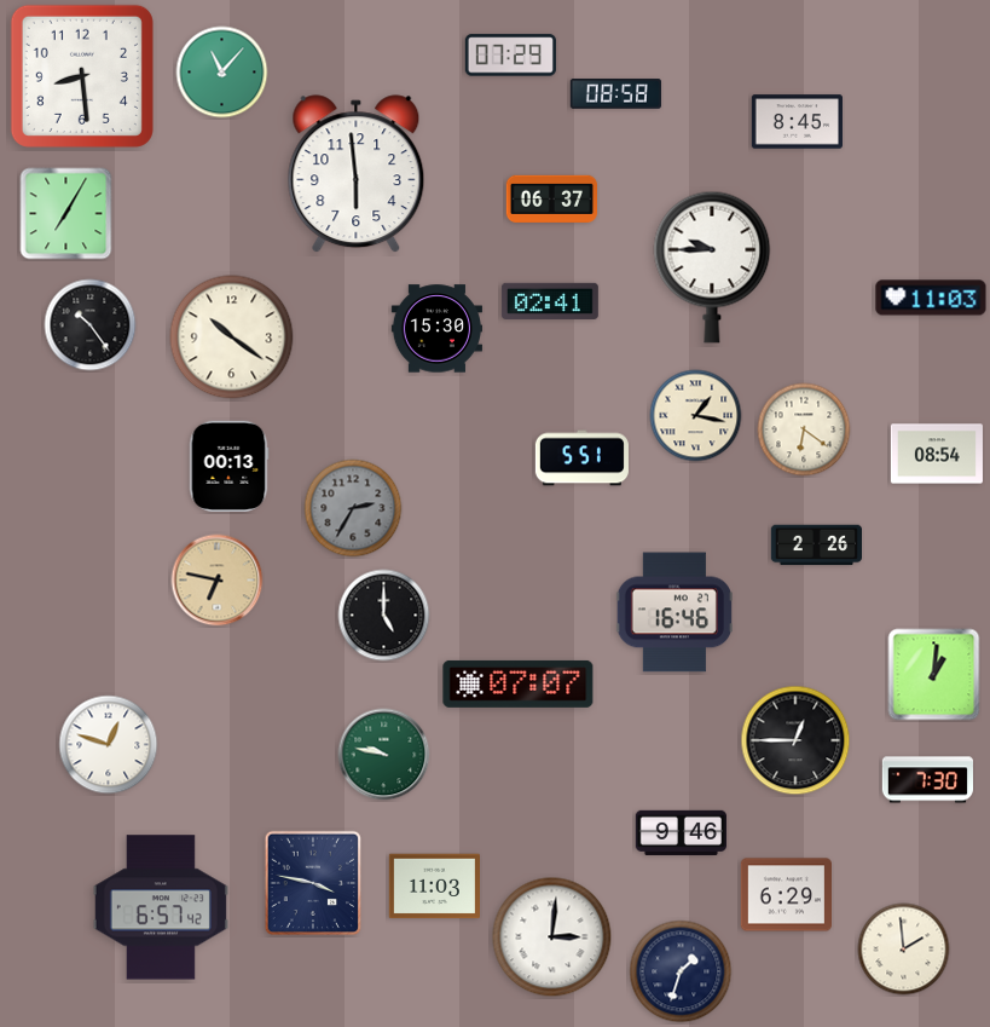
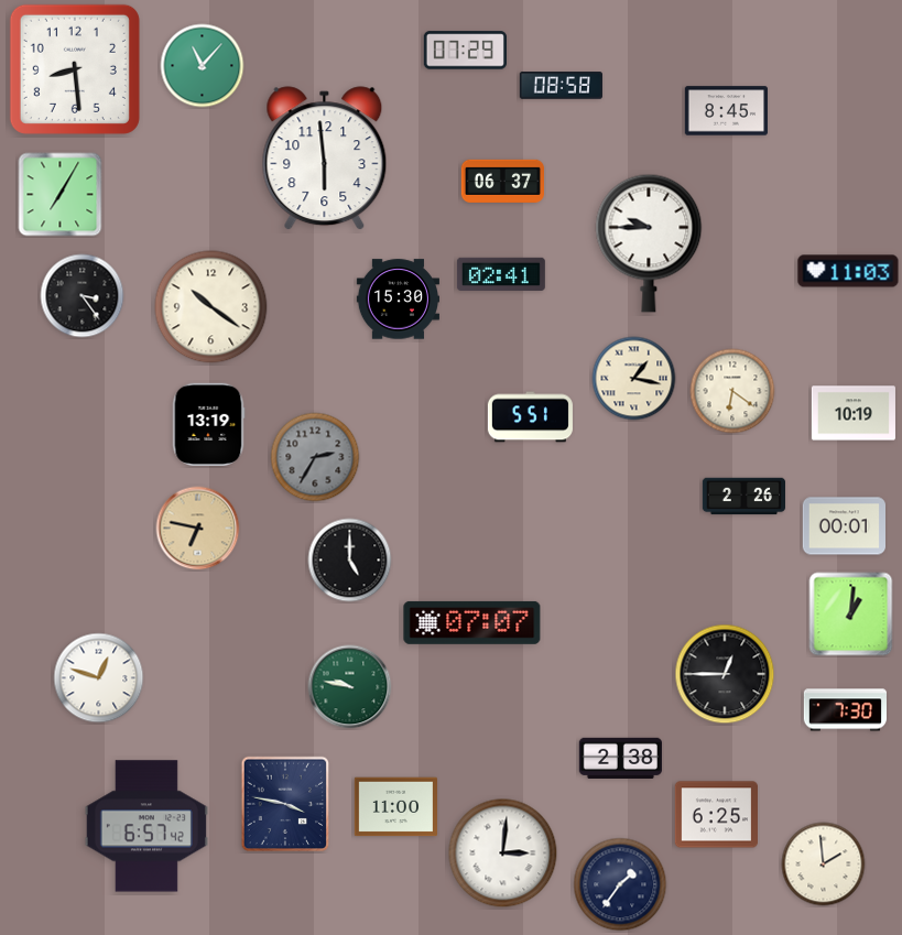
clock at (91, 325): 10:24 -> 3:24
clock at (937, 454): 08:54 -> 10:19
clock at (228, 466): 00:13 -> 13:19
clock at (353, 508) position: (353, 508) -> (315, 457)
clock at (844, 526): none -> 00:01
clock at (675, 612): 16:46 -> none
clock at (681, 832): 9:46 -> 2:38
clock at (434, 887): 11:03 -> 11:00
clock at (786, 895): 6:29 -> 6:25
clock at (681, 971): 1:33 -> 1:36
